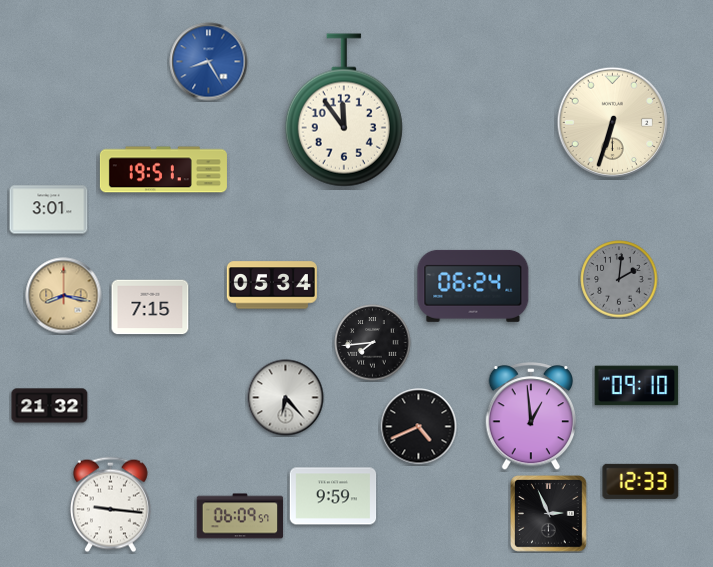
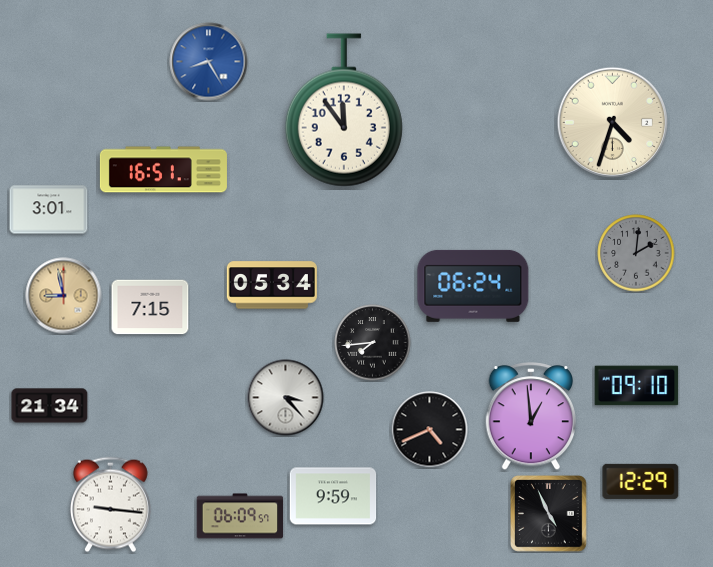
clock at (613, 123): 6:33 -> 4:33
clock at (163, 170): 19:51 -> 16:51
clock at (619, 279) position: (619, 279) -> (636, 253)
clock at (64, 296): 8:17 -> 8:58
clock at (286, 398): 6:23 -> 3:23
clock at (50, 406): 21:32 -> 21:34
clock at (419, 427) position: (419, 427) -> (430, 430)
clock at (641, 481): 12:33 -> 12:29
clock at (549, 514): 2:56 -> 4:56
